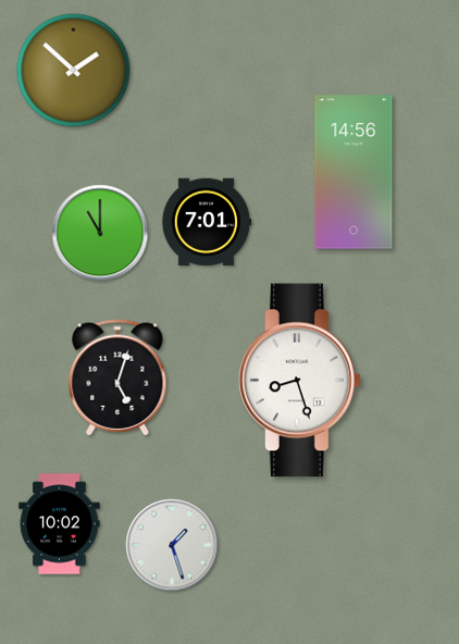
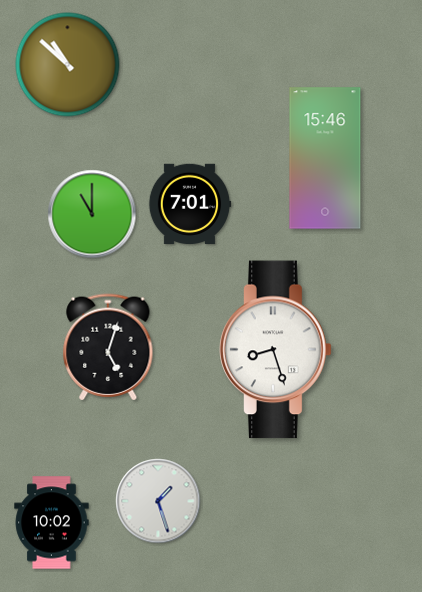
clock at (74, 71): 1:52 -> 10:52
clock at (353, 172): 14:56 -> 15:46
clock at (60, 524) position: (60, 524) -> (52, 523)
